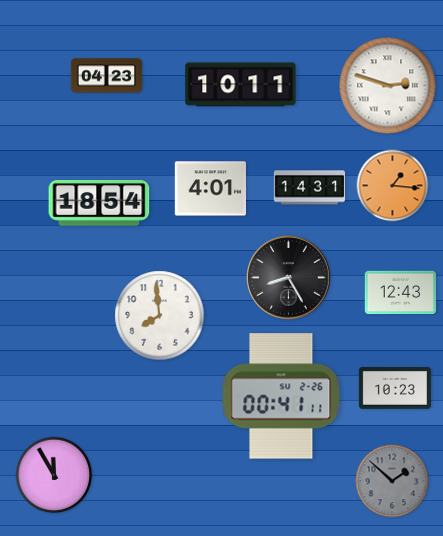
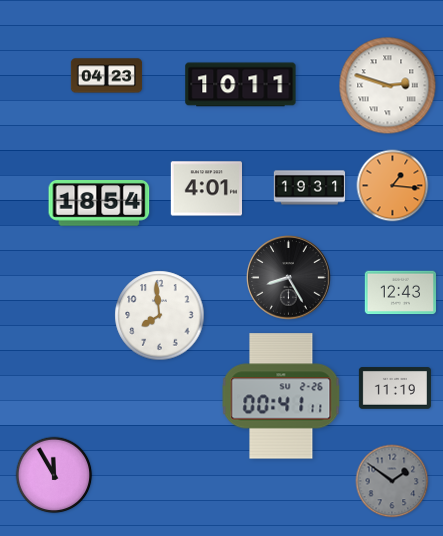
clock at (310, 188): 14:31 -> 19:31
clock at (210, 189) position: (210, 189) -> (206, 189)
clock at (395, 388): 10:23 -> 11:19
clock at (392, 481): 1:52 -> 1:51
